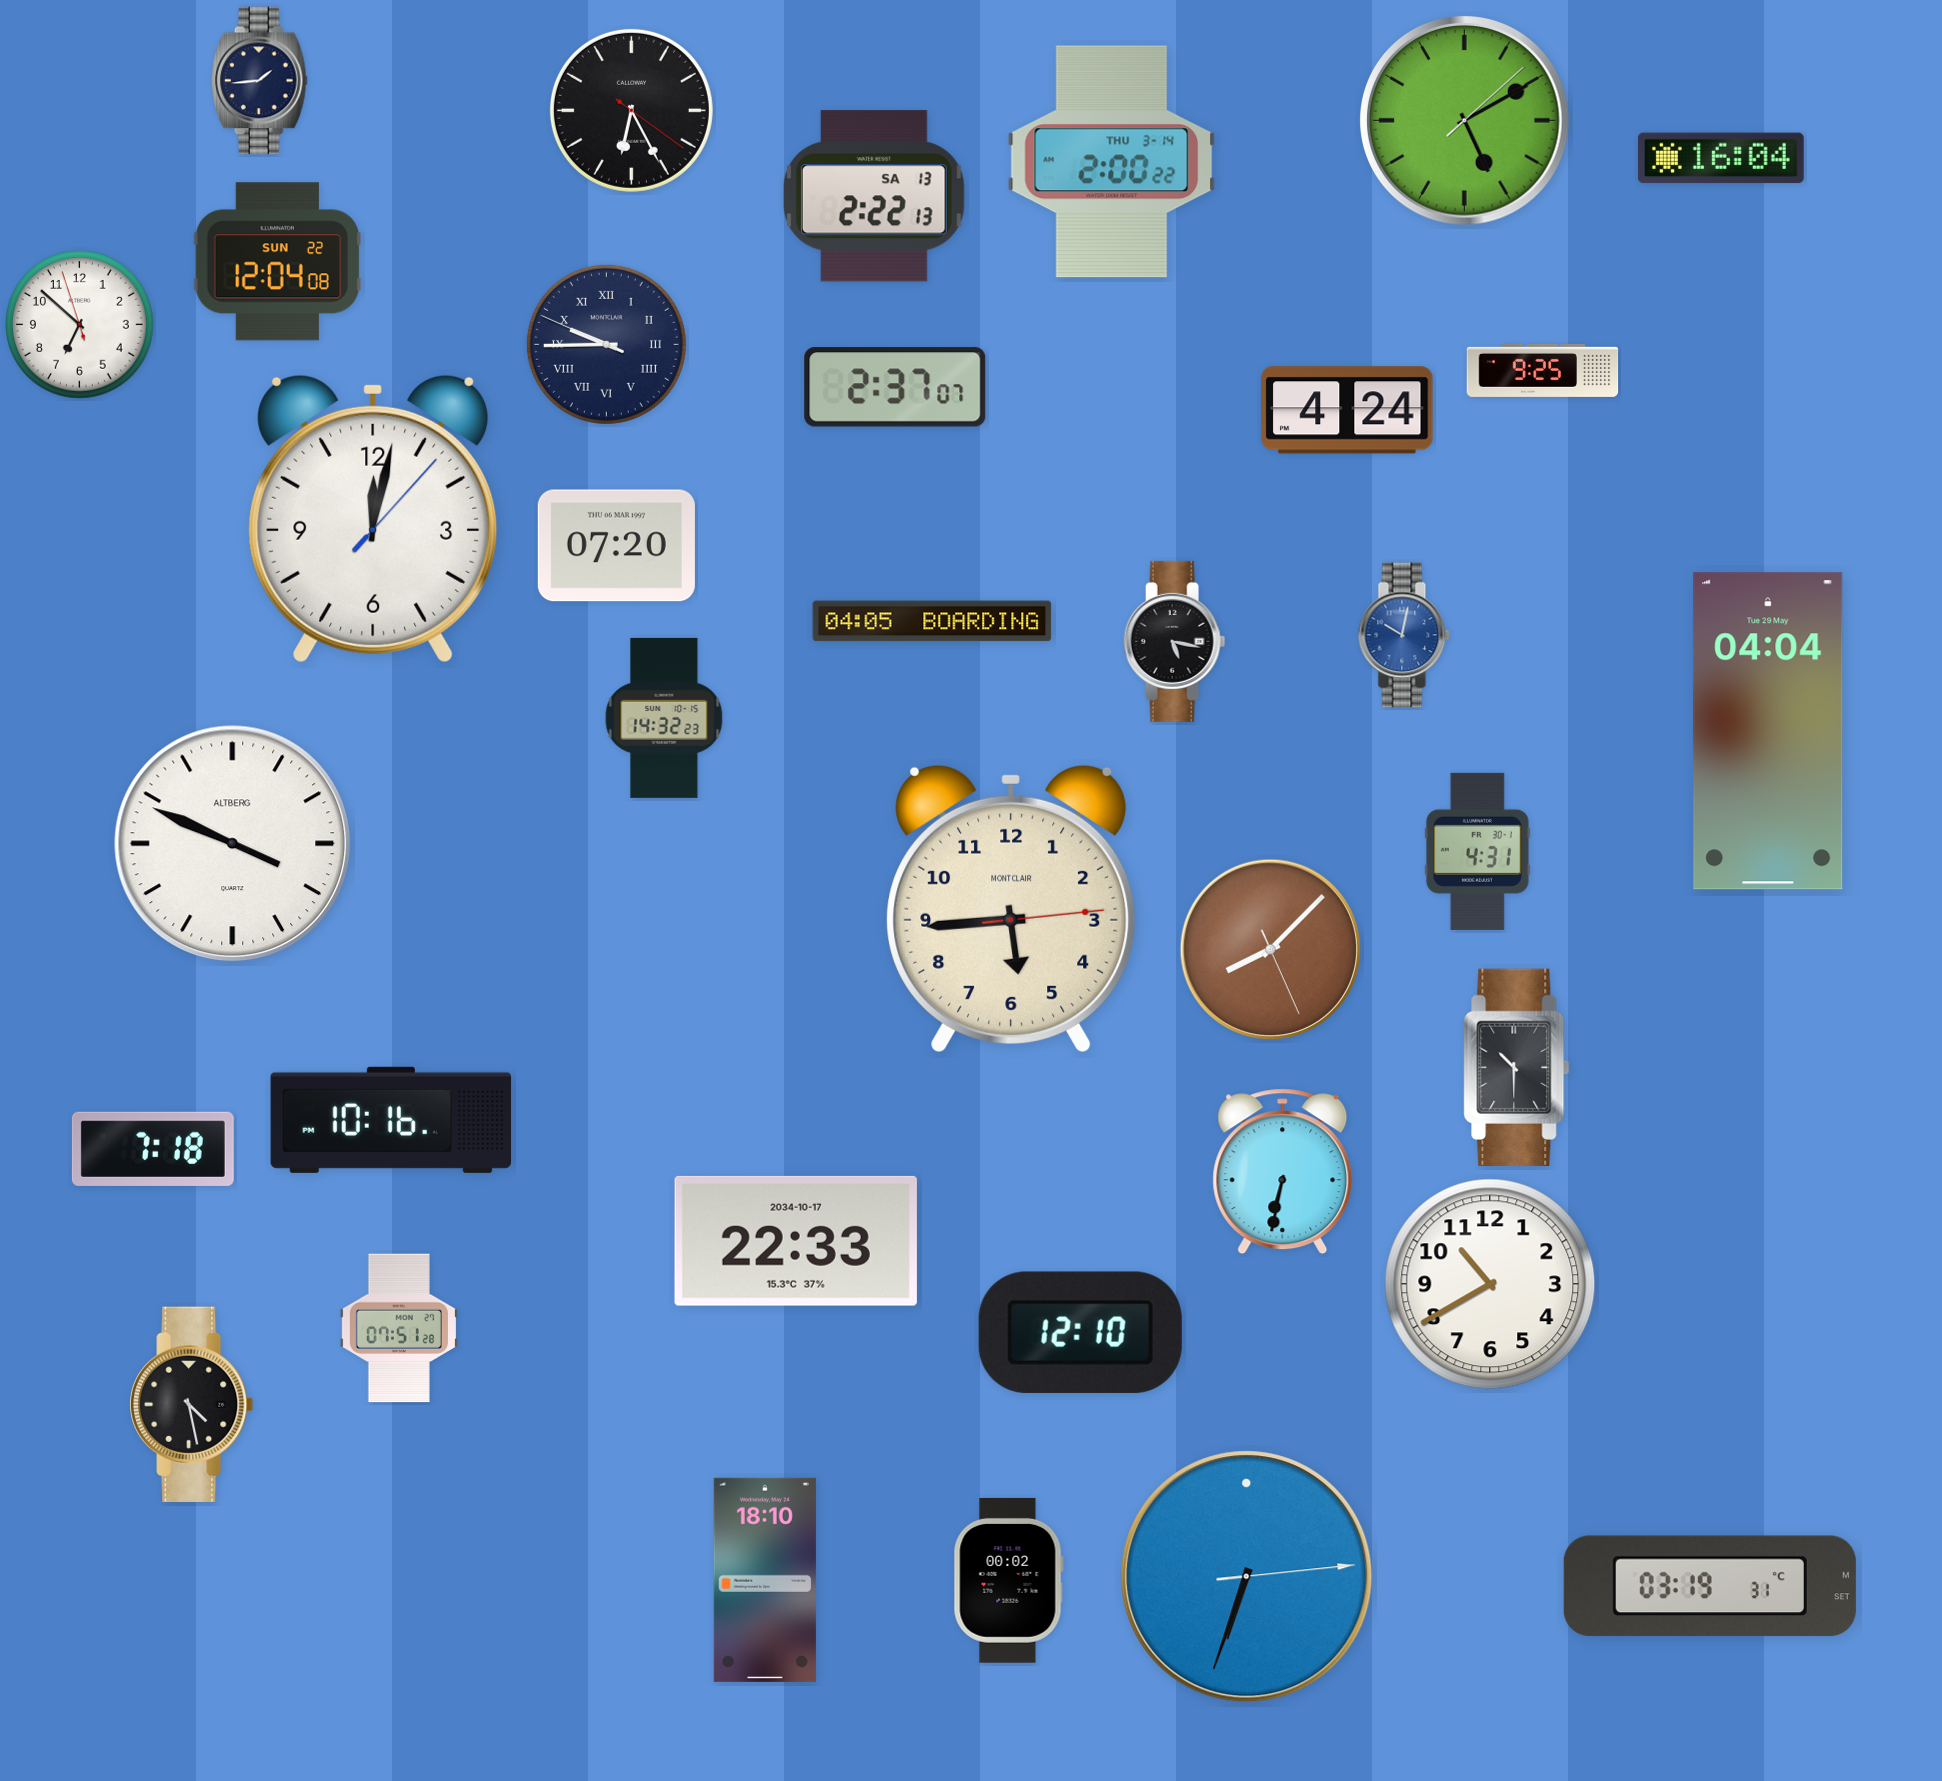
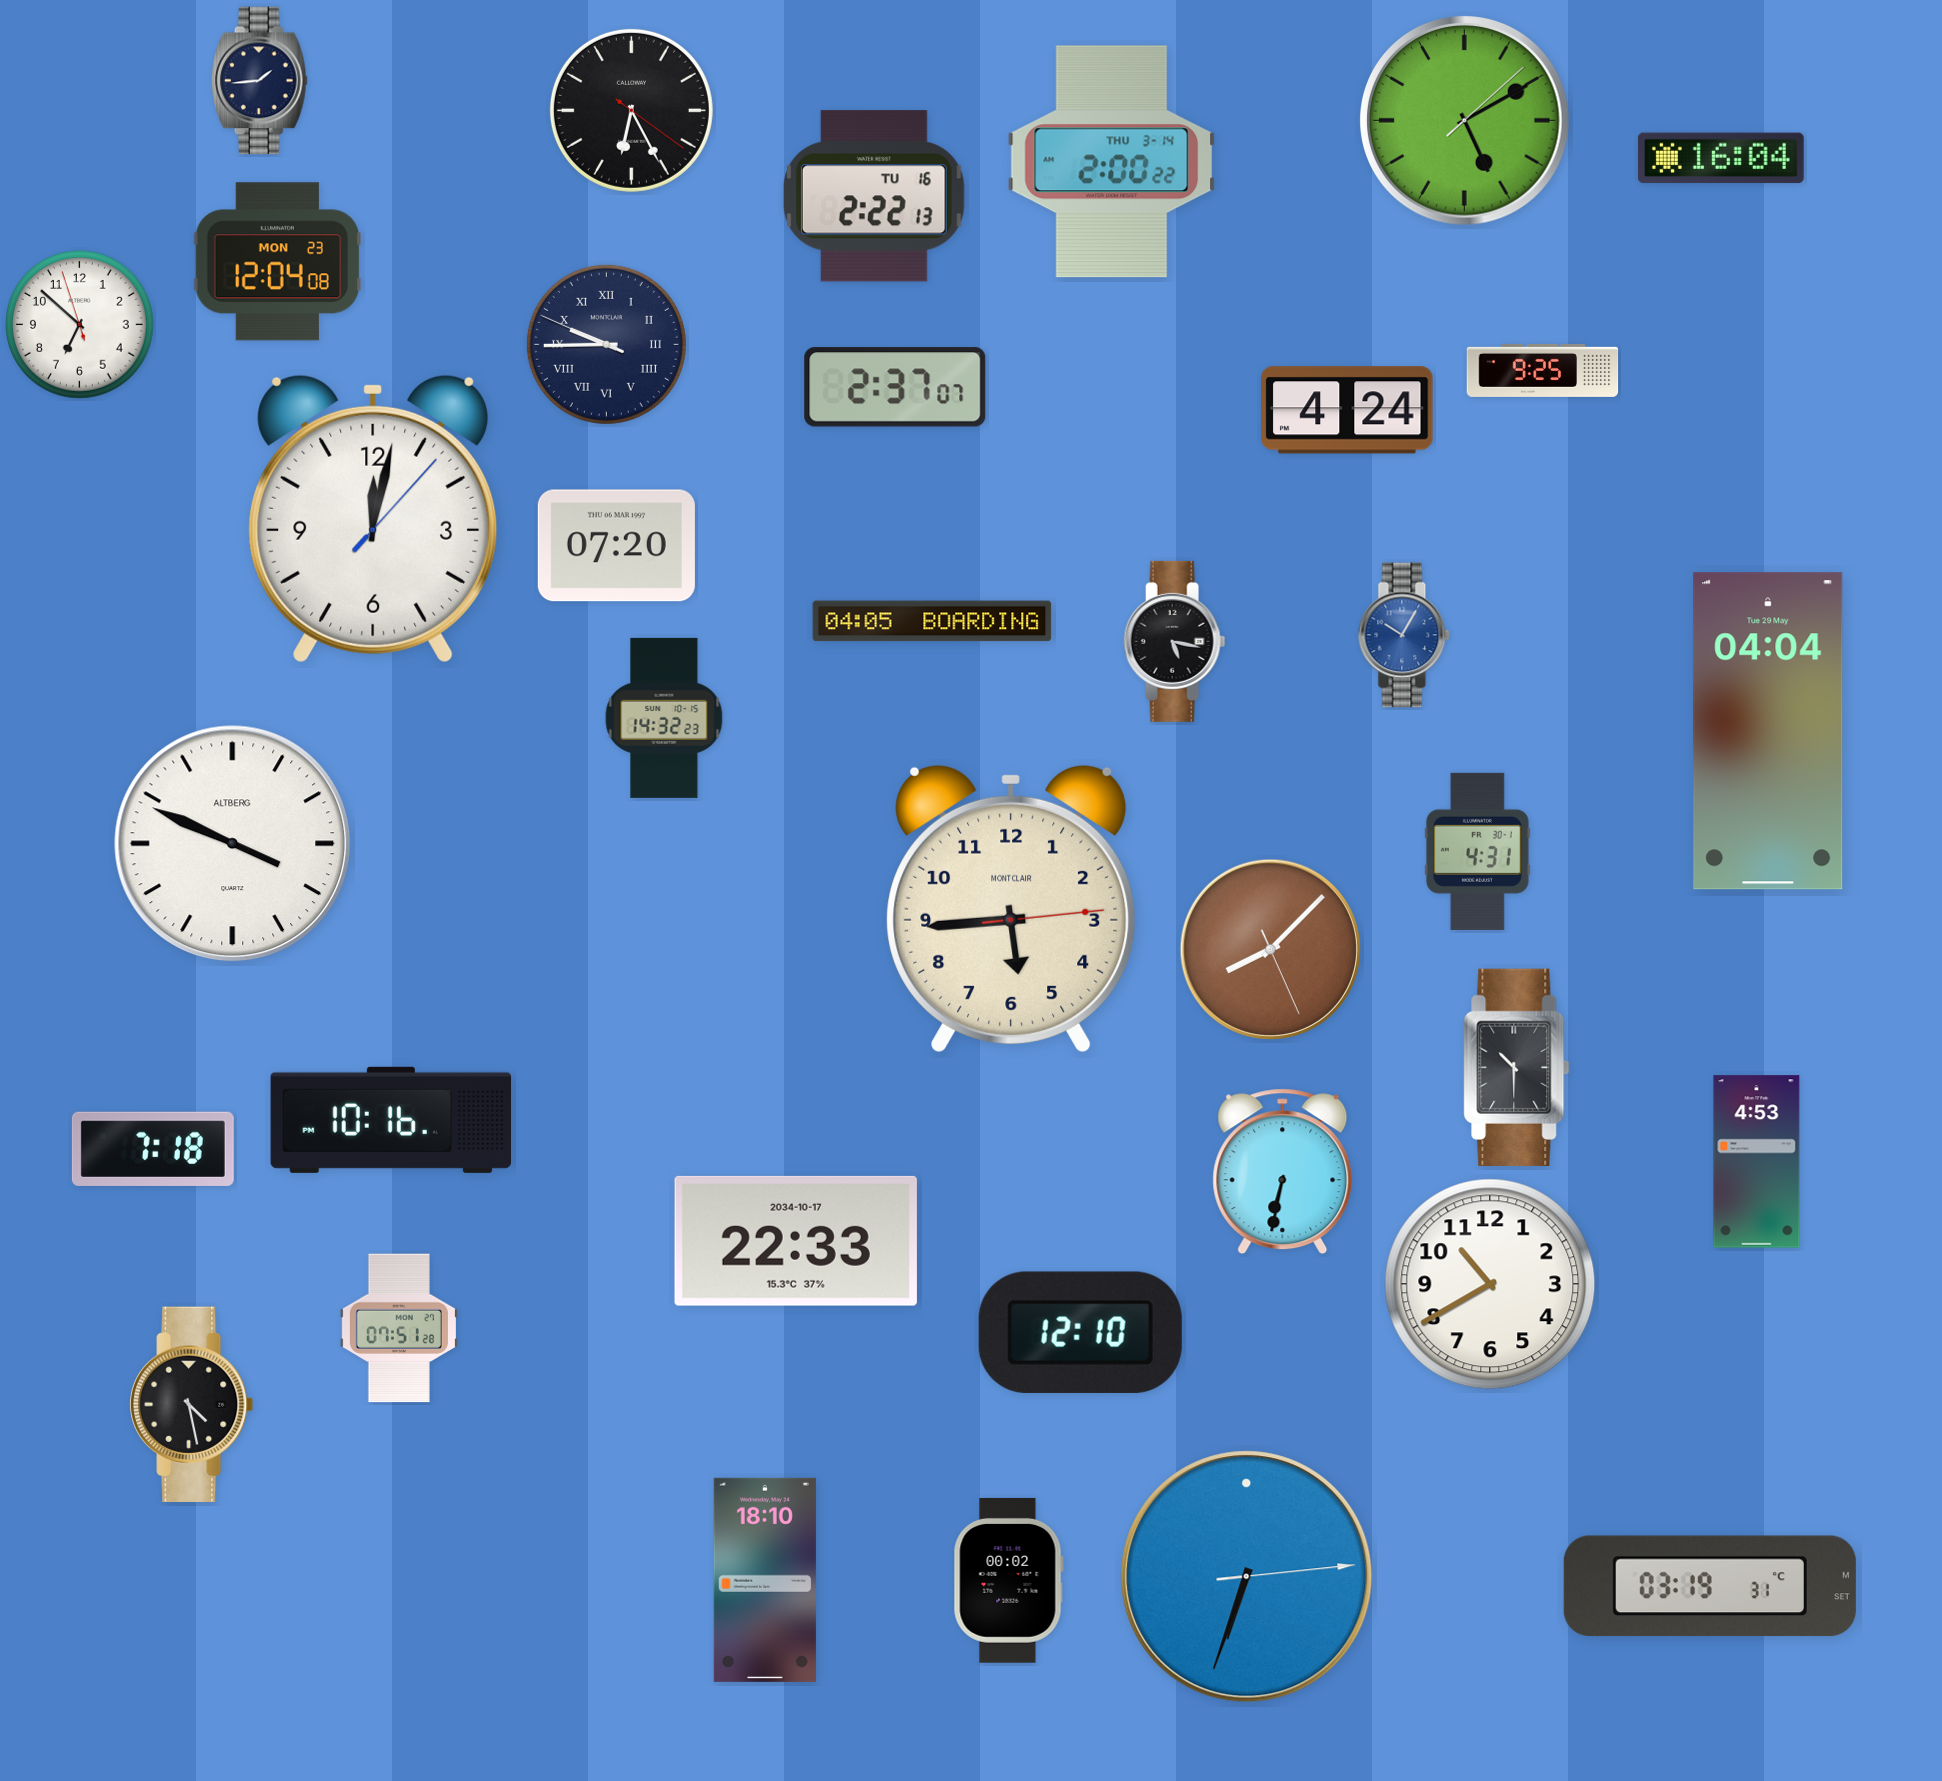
clock at (874, 196) date: SA 13 -> TU 16
clock at (277, 262) date: SUN 22 -> MON 23
clock at (1404, 635): 10:02 -> 10:05
clock at (1757, 1162): none -> 4:53
